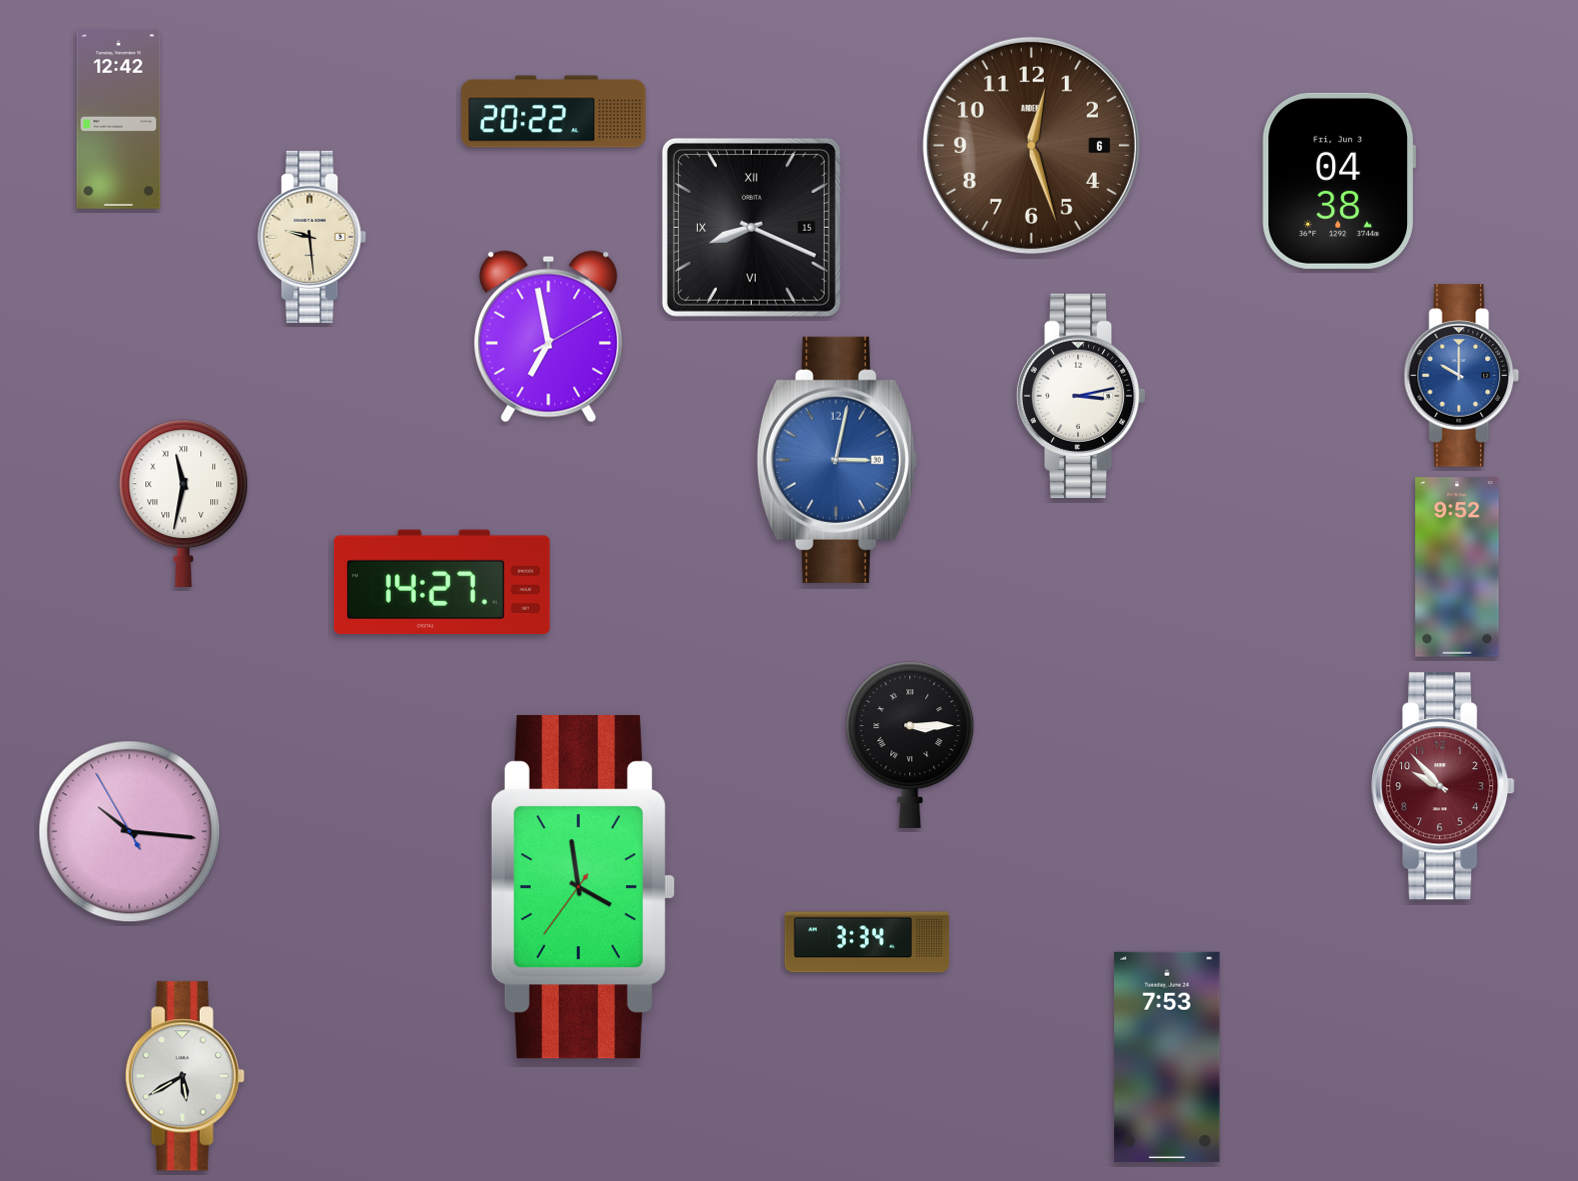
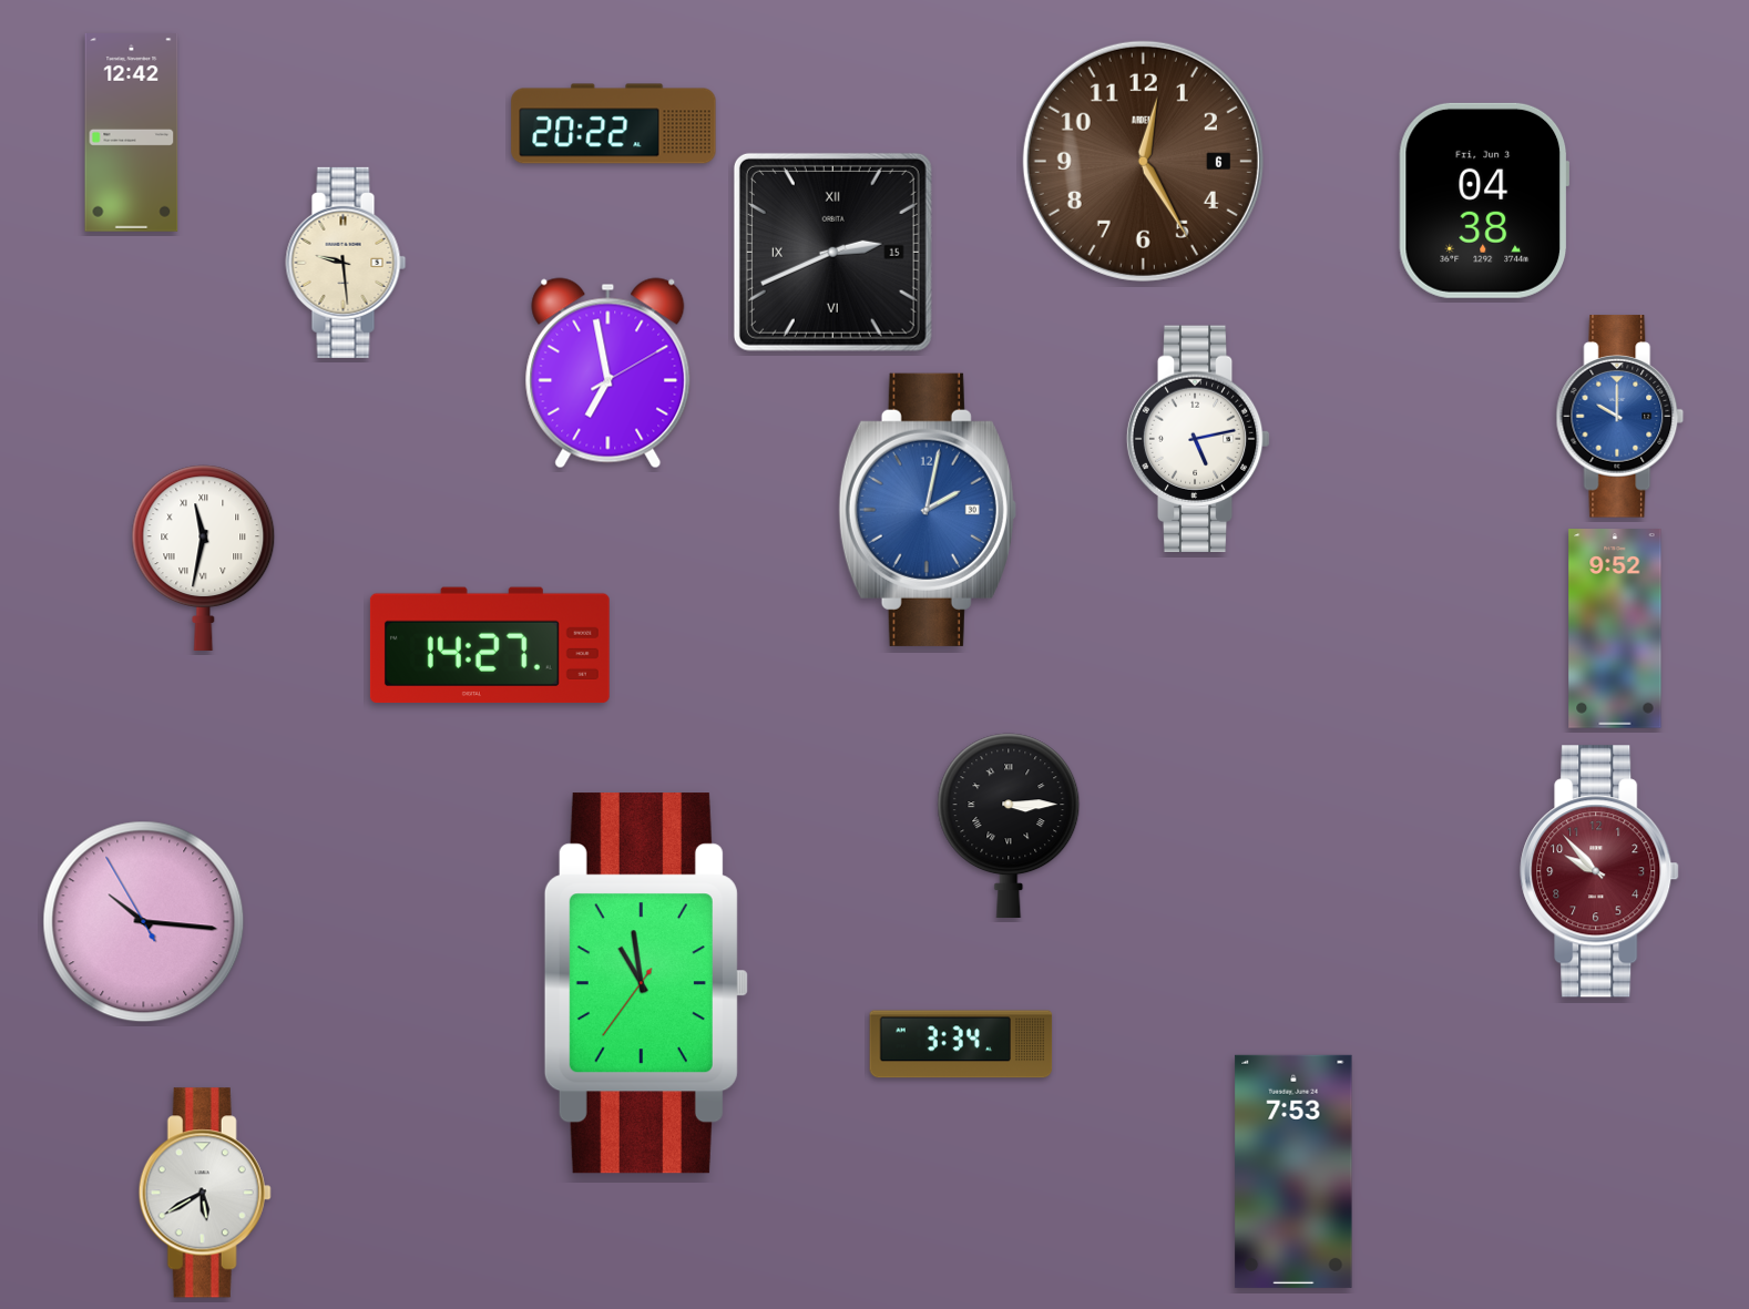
clock at (1031, 145): 12:27 -> 12:25
clock at (751, 227): 8:19 -> 2:41
clock at (1081, 395): 3:13 -> 5:13
clock at (837, 460): 3:02 -> 2:02
clock at (583, 887): 3:58 -> 10:58
